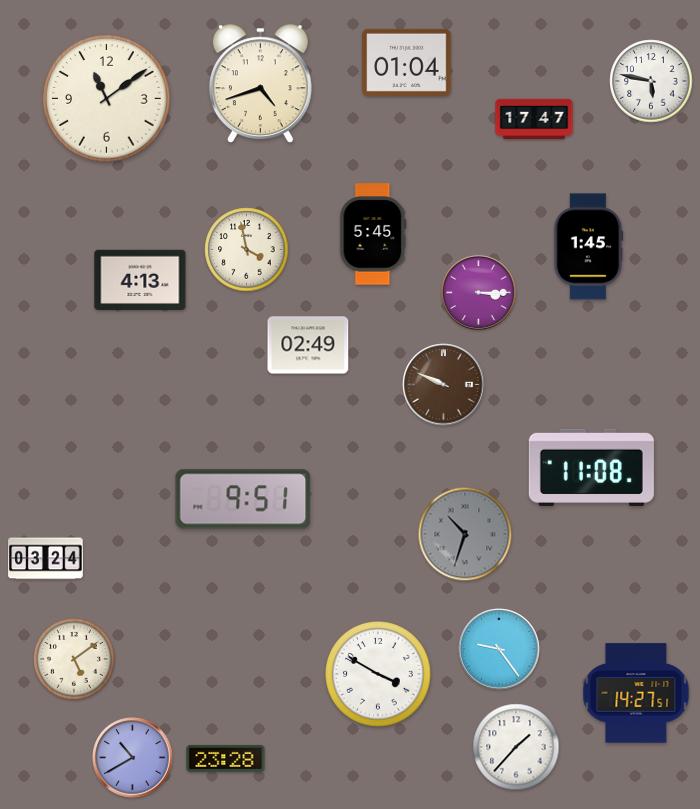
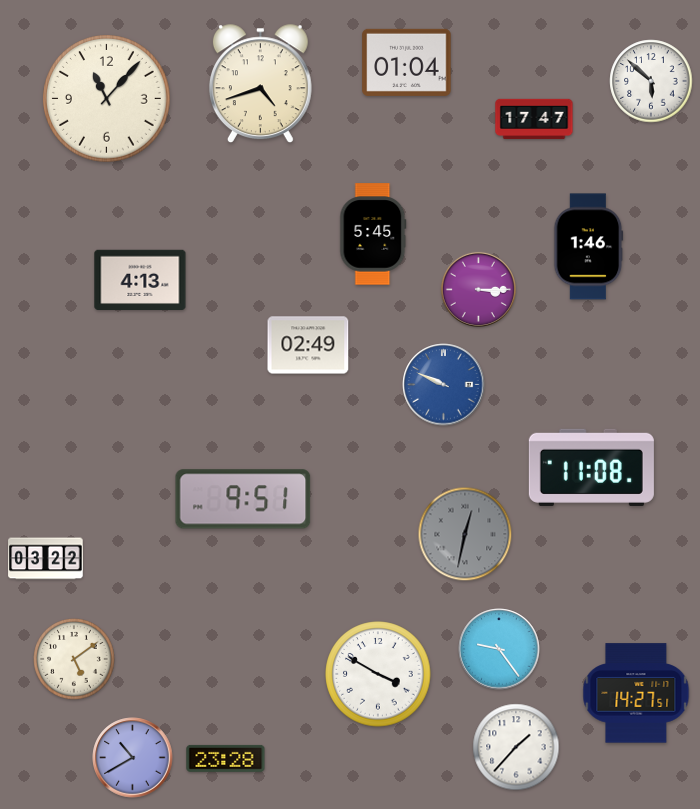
clock at (651, 81): 5:47 -> 5:52
clock at (107, 99): 11:09 -> 11:07
clock at (589, 247): 1:45 -> 1:46
clock at (247, 250): 3:58 -> none
clock at (478, 292) position: (478, 292) -> (478, 289)
clock at (444, 385) dial: brown -> blue
clock at (465, 534): 10:33 -> 12:32
clock at (46, 559): 03:24 -> 03:22
